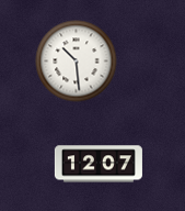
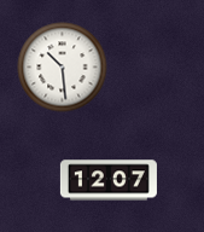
clock at (77, 62) position: (77, 62) -> (63, 68)
